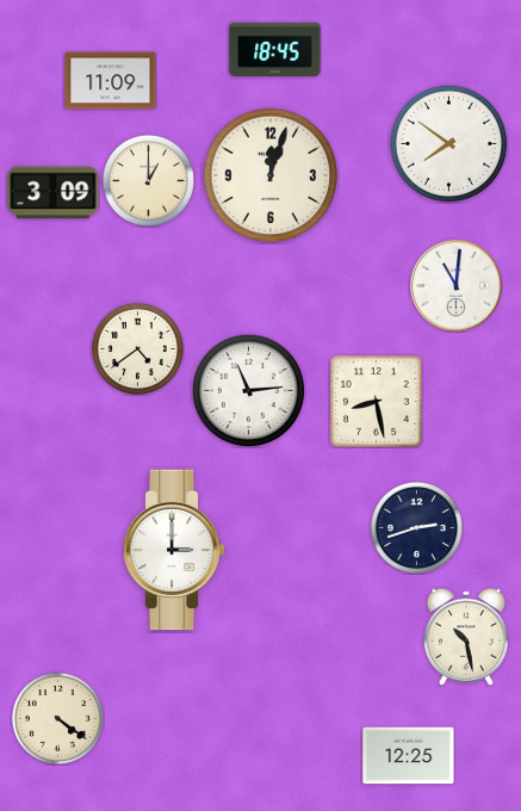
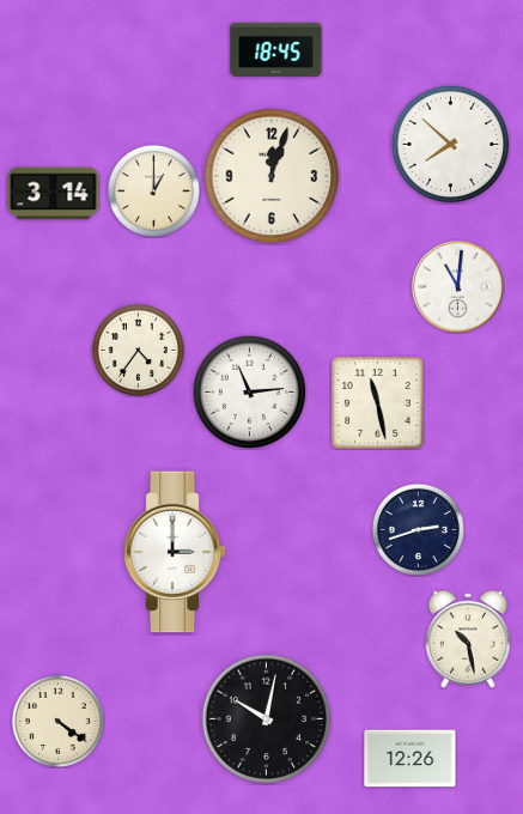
clock at (111, 81): 11:09 -> none
clock at (449, 144): 7:51 -> 7:52
clock at (148, 180) position: (148, 180) -> (153, 190)
clock at (54, 193): 3:09 -> 3:14
clock at (137, 348): 4:39 -> 4:36
clock at (377, 402): 8:28 -> 11:28
clock at (267, 719): none -> 10:02
clock at (409, 756): 12:25 -> 12:26
